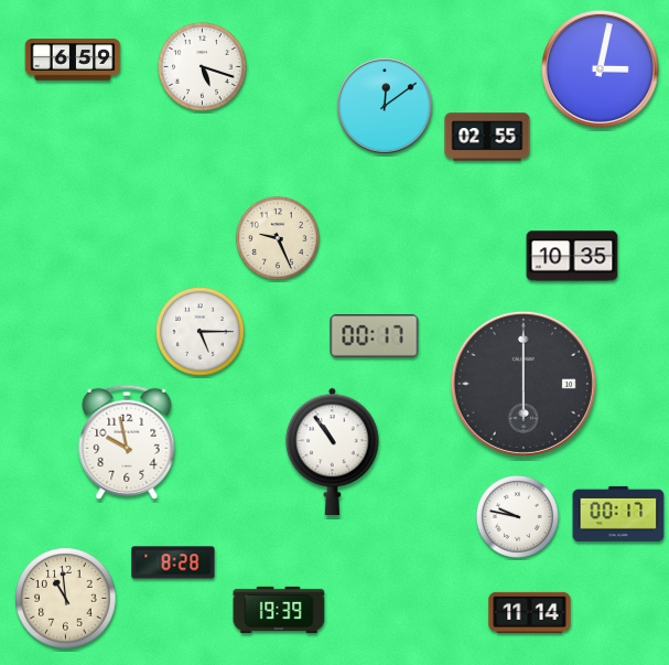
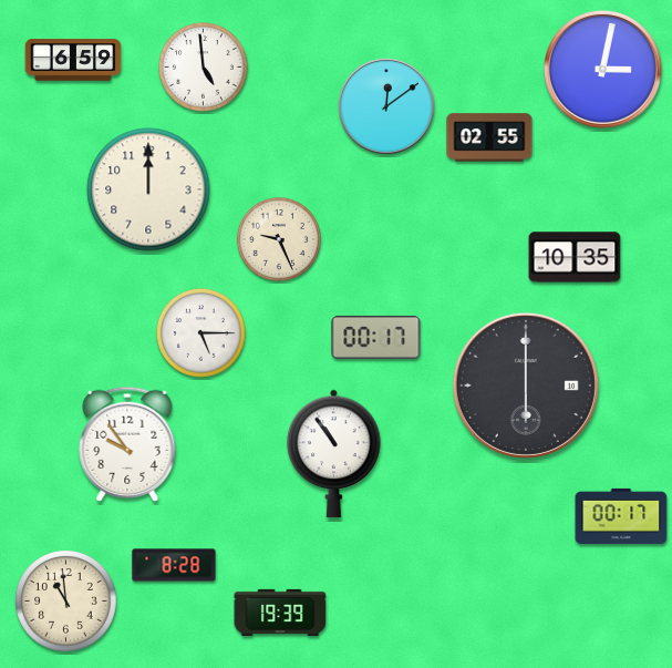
clock at (202, 66): 5:18 -> 4:59
clock at (148, 189): none -> 12:00
clock at (127, 442): 9:58 -> 9:54
clock at (517, 516): 9:47 -> none
clock at (530, 612): 11:14 -> none
